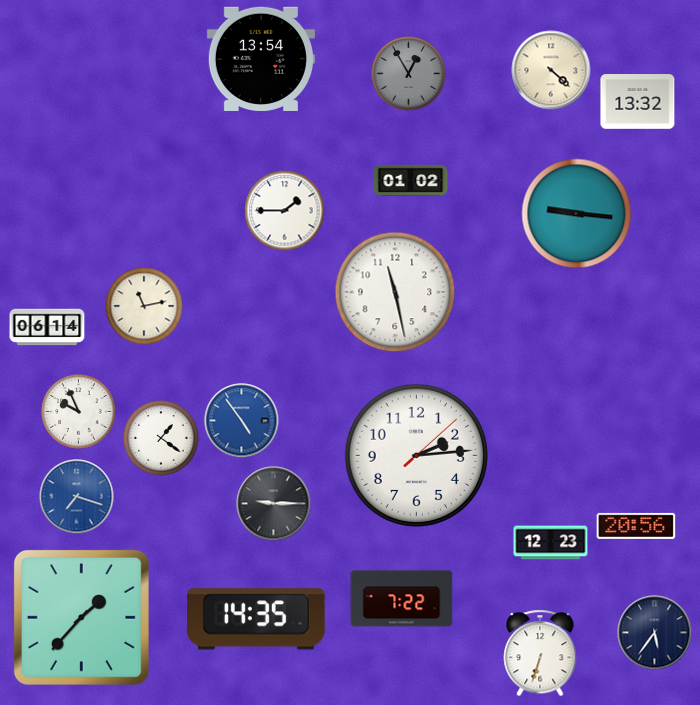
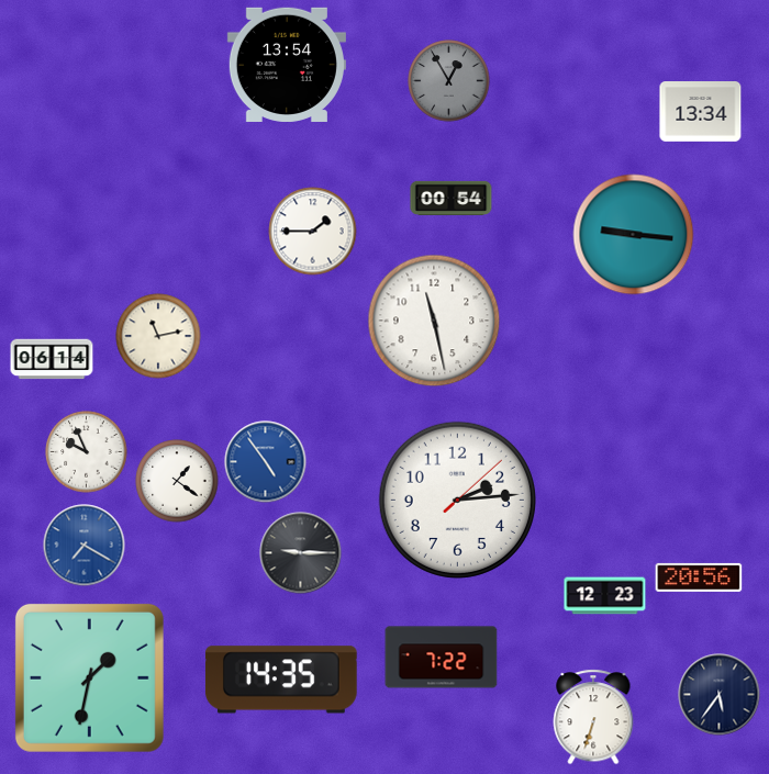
clock at (551, 70): 4:22 -> none
clock at (638, 102): 13:32 -> 13:34
clock at (411, 180): 01:02 -> 00:54
clock at (77, 497): 7:18 -> 7:20
clock at (81, 617): 1:37 -> 1:32
